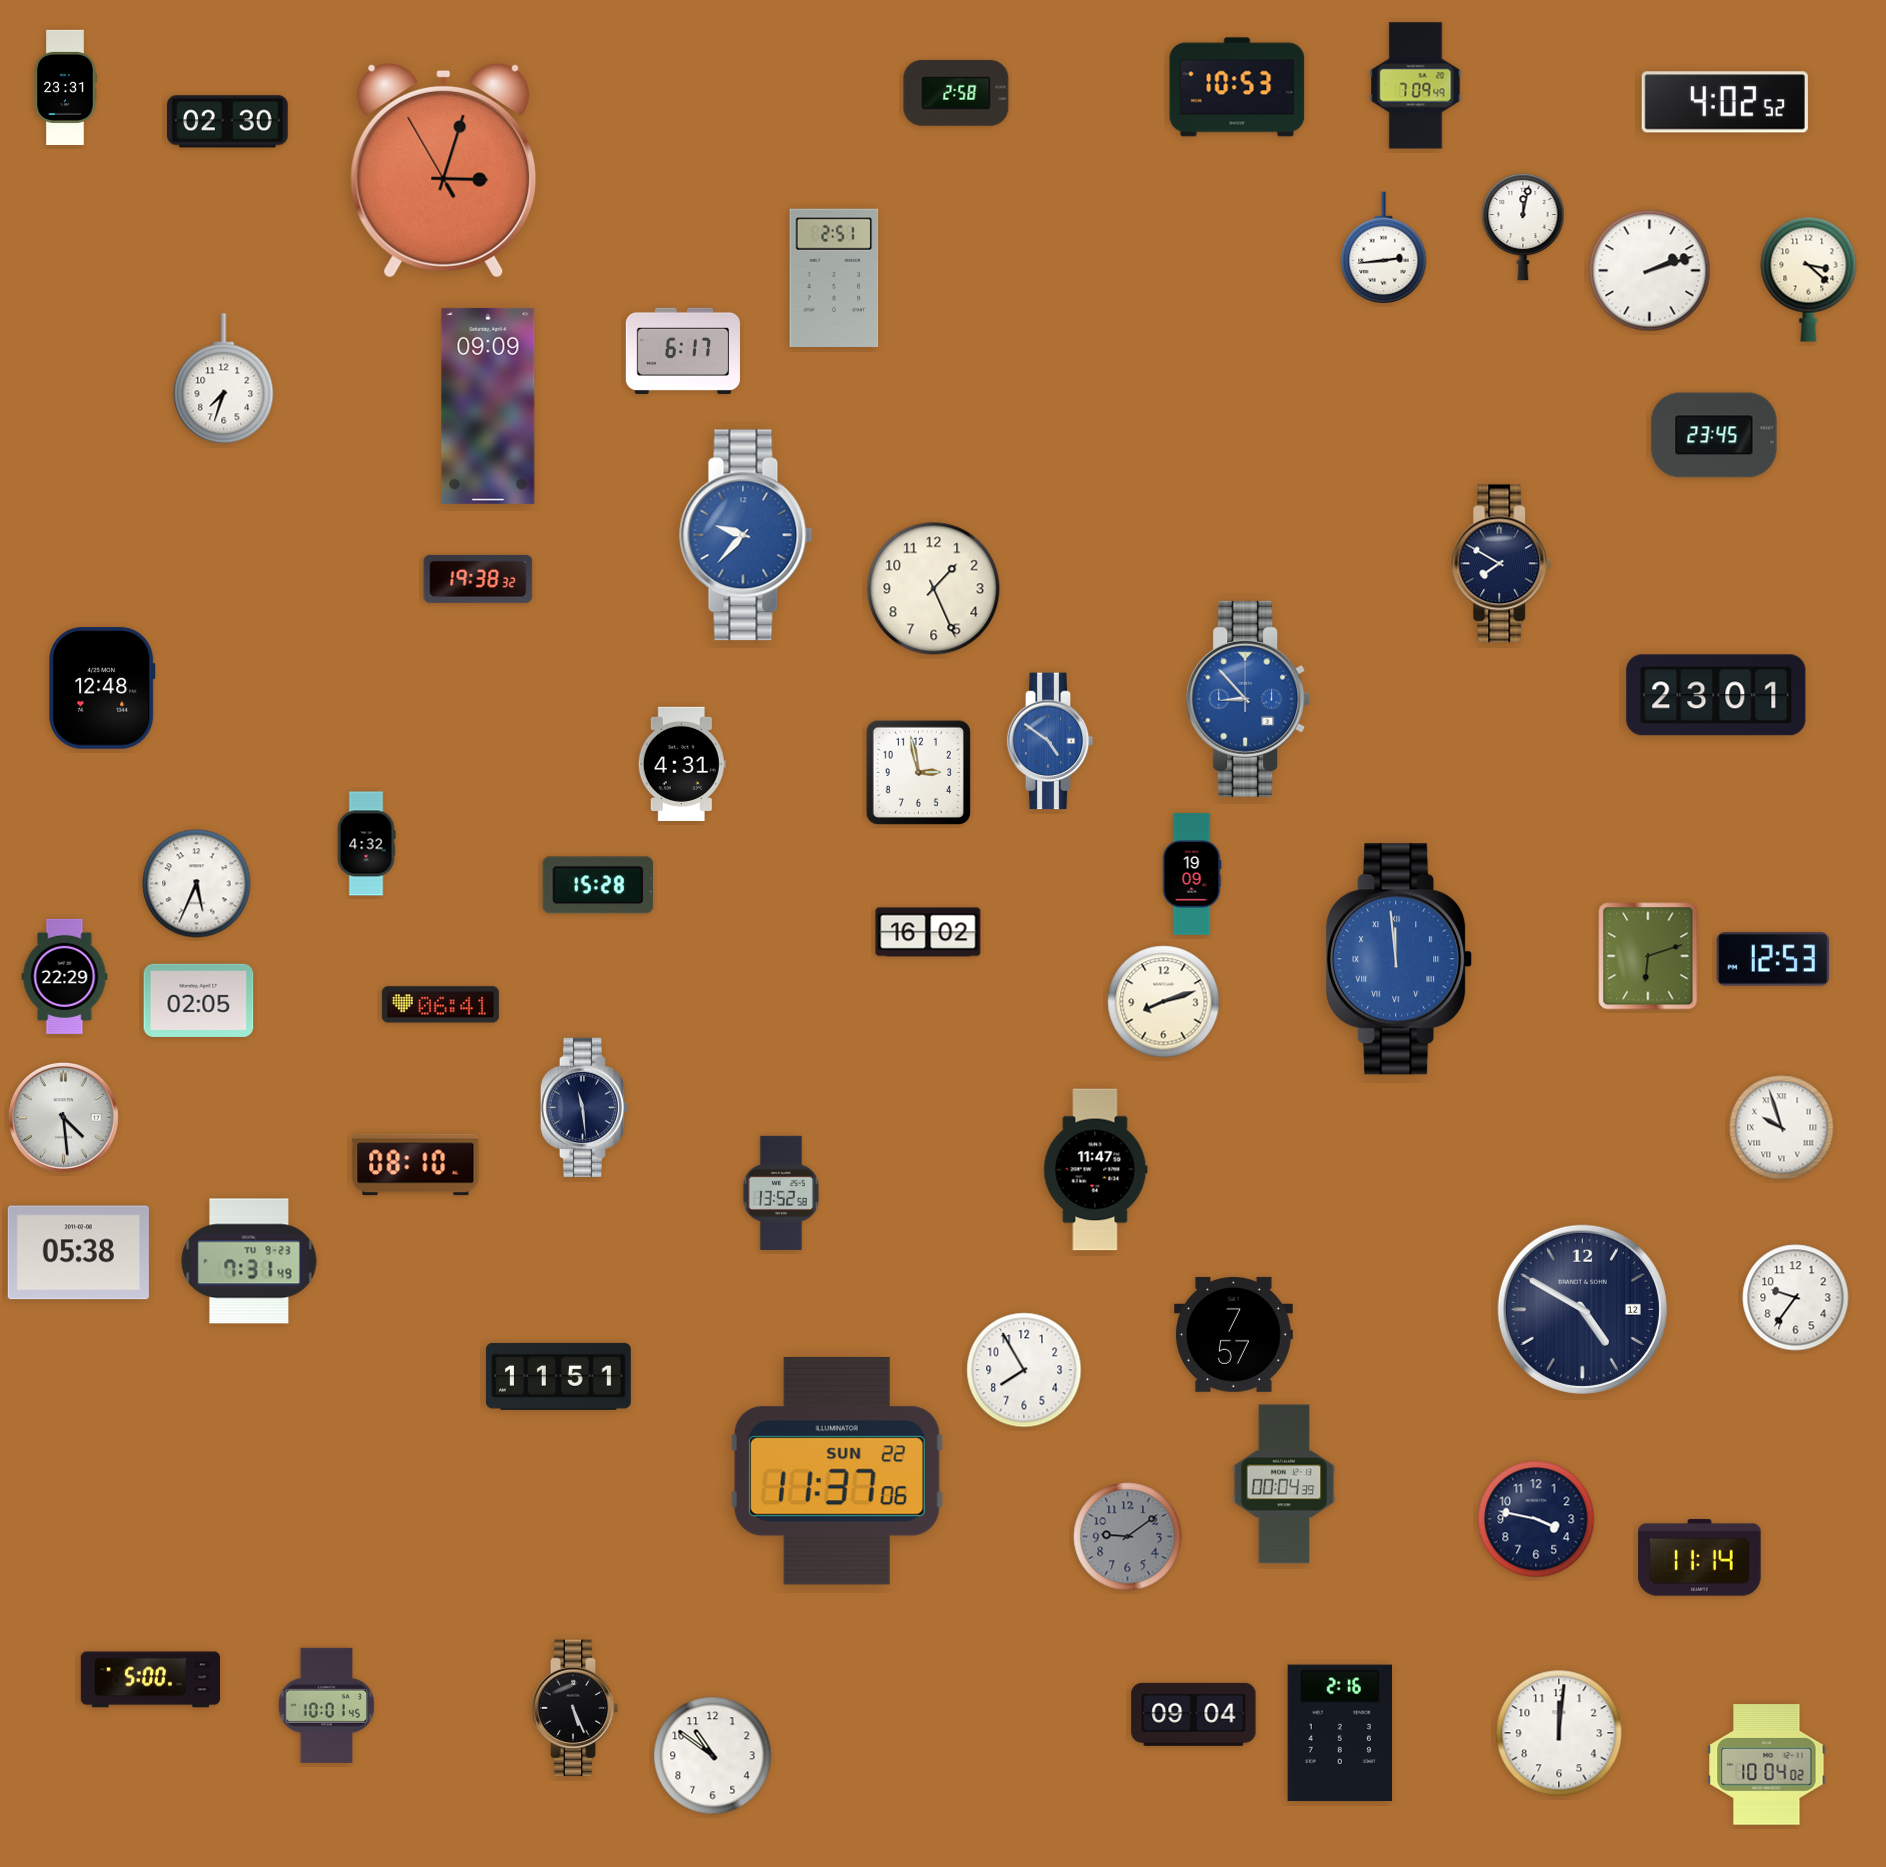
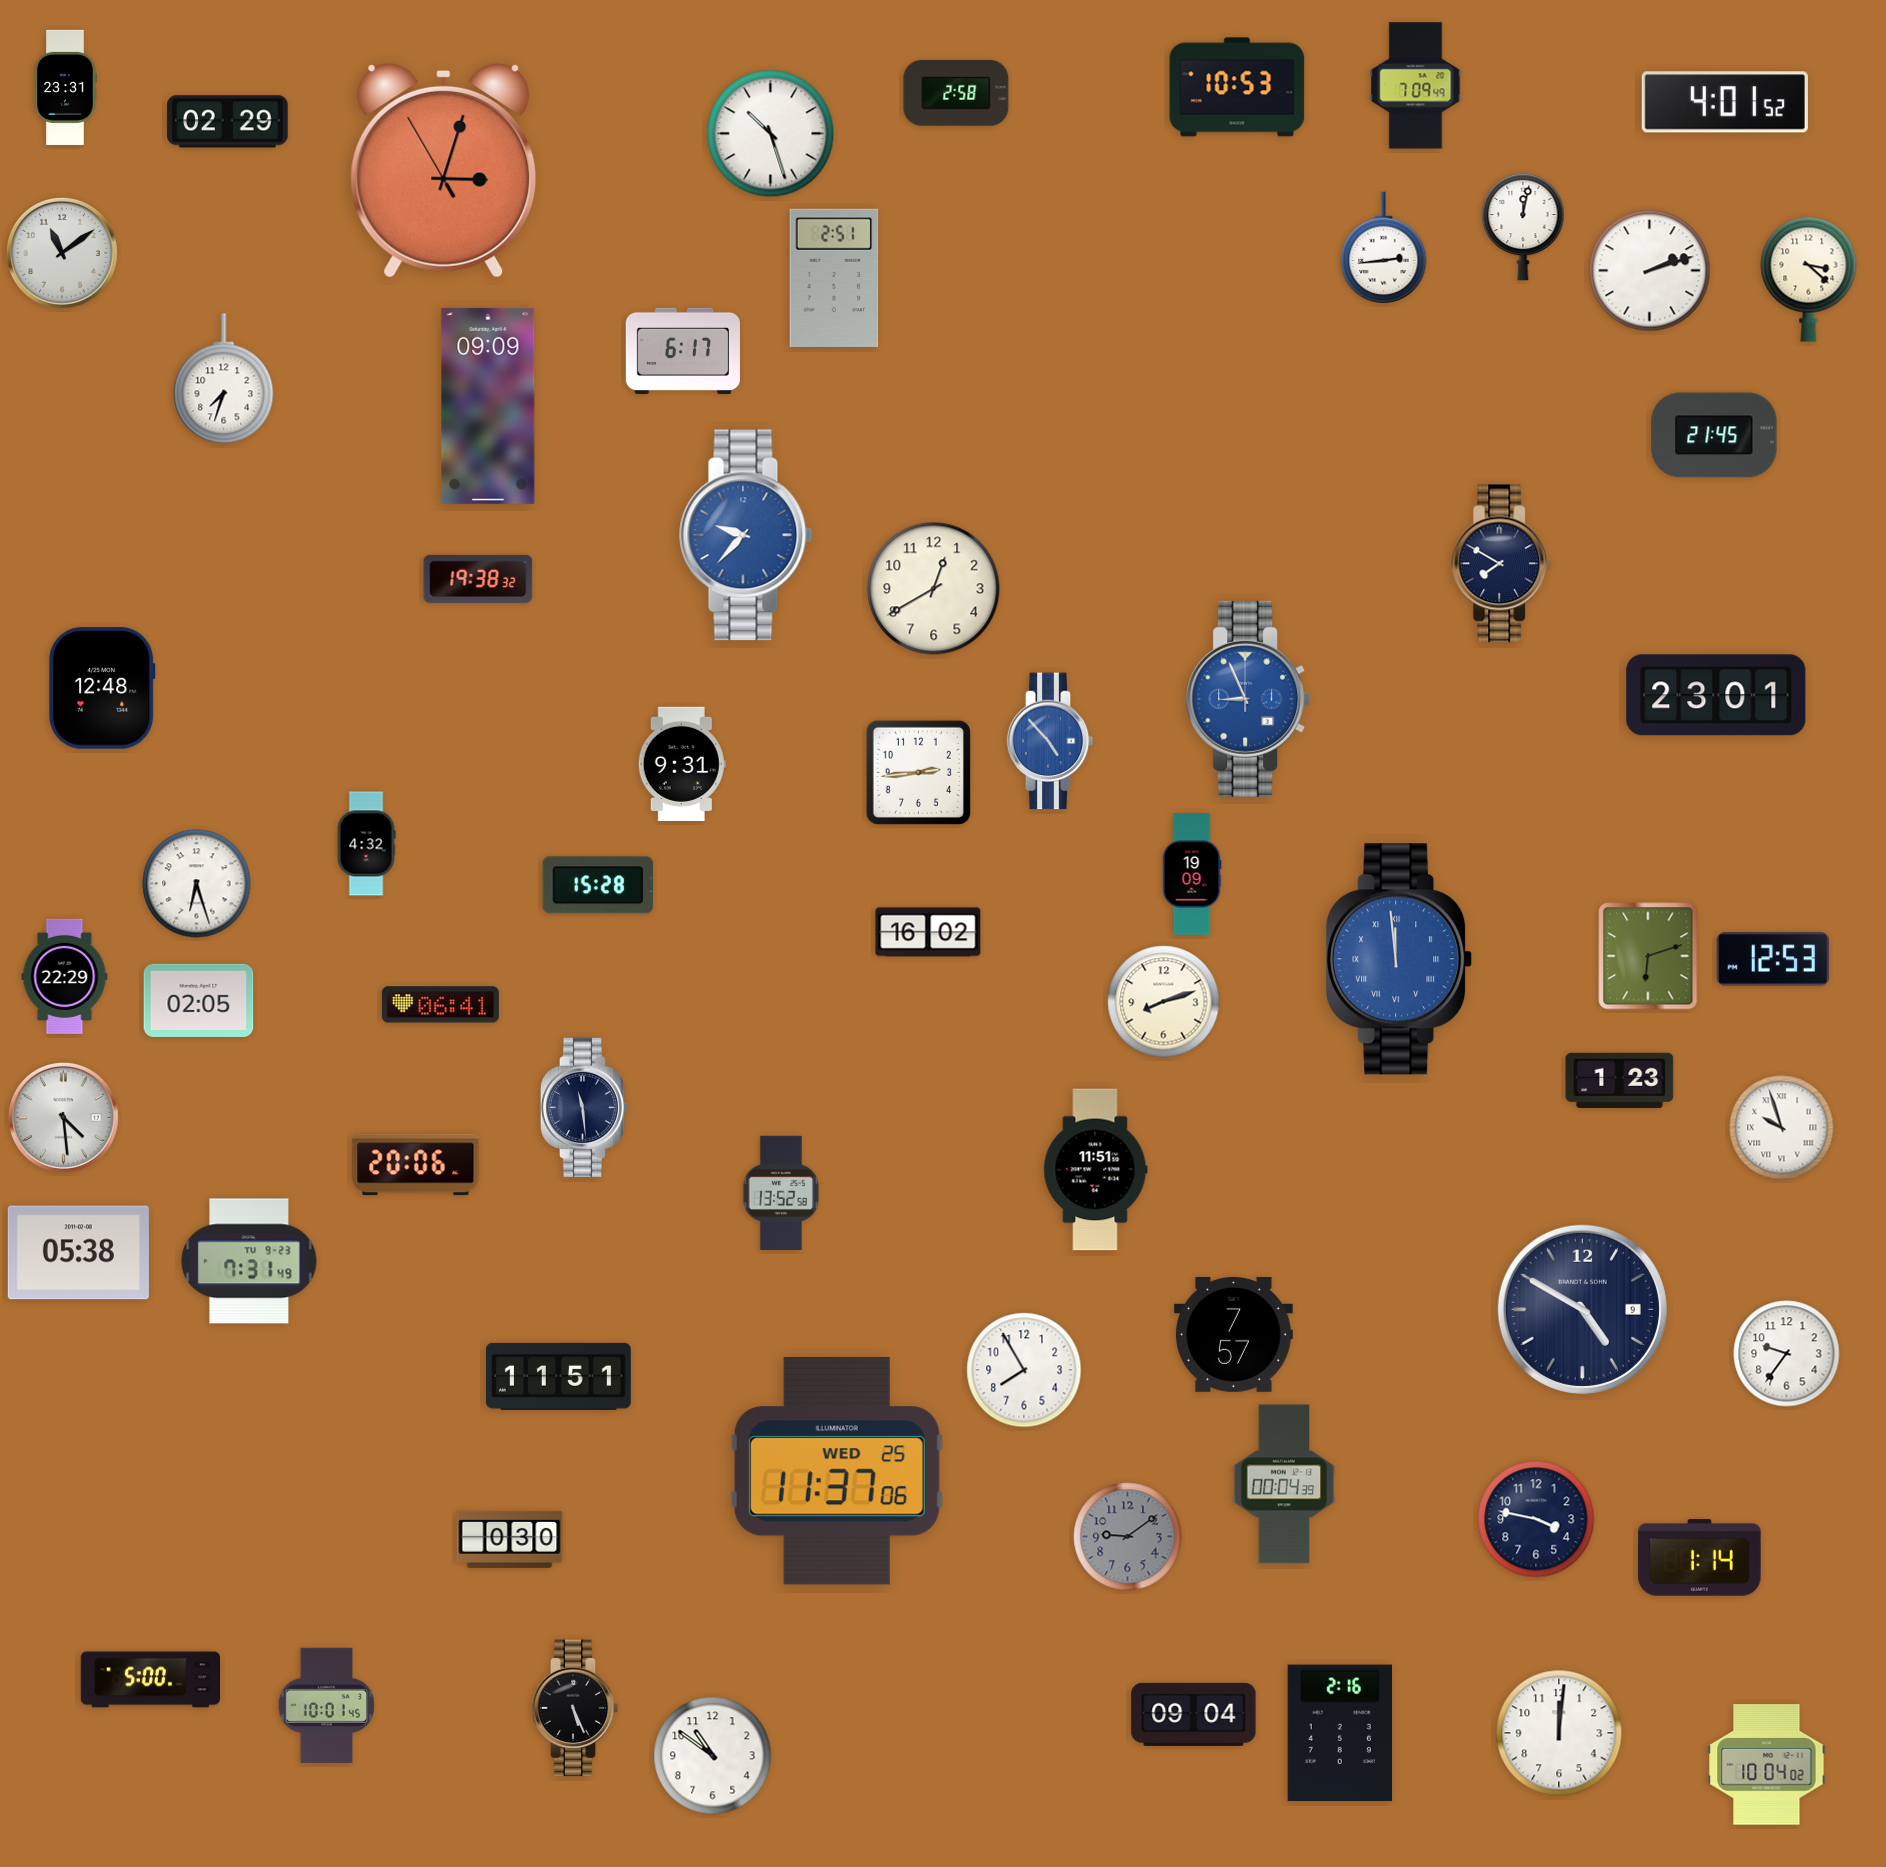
clock at (1725, 102): 4:02 -> 4:01
clock at (228, 122): 02:30 -> 02:29
clock at (771, 134): none -> 10:27
clock at (62, 253): none -> 11:09
clock at (1714, 435): 23:45 -> 21:45
clock at (934, 589): 1:26 -> 12:40
clock at (1249, 699): 8:53 -> 8:56
clock at (1050, 741): 4:51 -> 4:53
clock at (682, 764): 4:31 -> 9:31
clock at (918, 772): 2:58 -> 2:44
clock at (197, 884): 5:34 -> 6:27
clock at (1620, 1080): none -> 1:23
clock at (416, 1165): 08:10 -> 20:06
clock at (1096, 1170): 11:47 -> 11:51
clock at (1796, 1298) position: (1796, 1298) -> (1787, 1354)
clock at (1582, 1309) date: 12 -> 9
clock at (837, 1472) date: SUN 22 -> WED 25
clock at (510, 1539): none -> 0:30
clock at (1700, 1558): 11:14 -> 1:14
